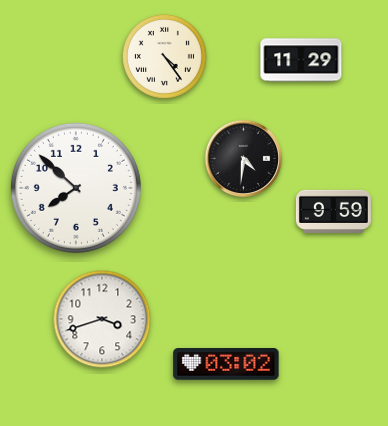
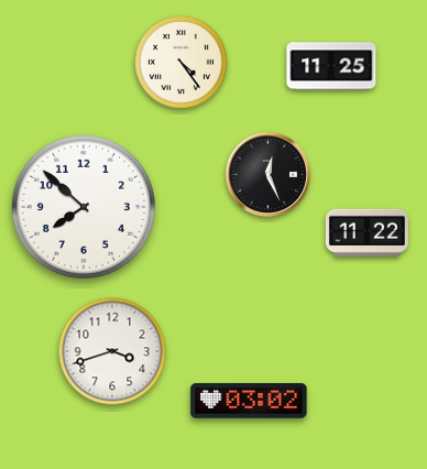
clock at (301, 60): 11:29 -> 11:25
clock at (244, 159): 4:31 -> 12:26
clock at (333, 211): 9:59 -> 11:22
